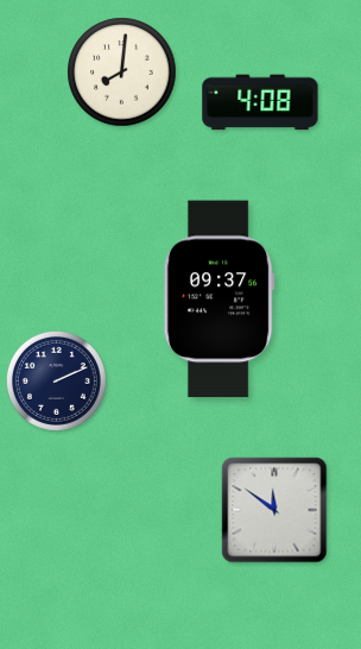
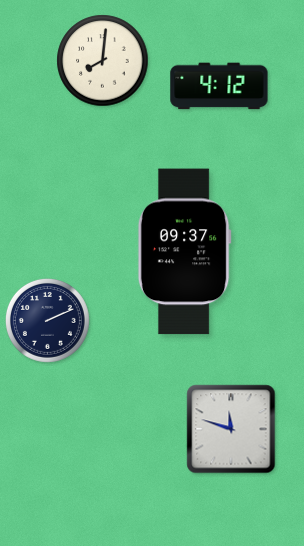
clock at (260, 102): 4:08 -> 4:12
clock at (274, 510): 11:51 -> 11:48
